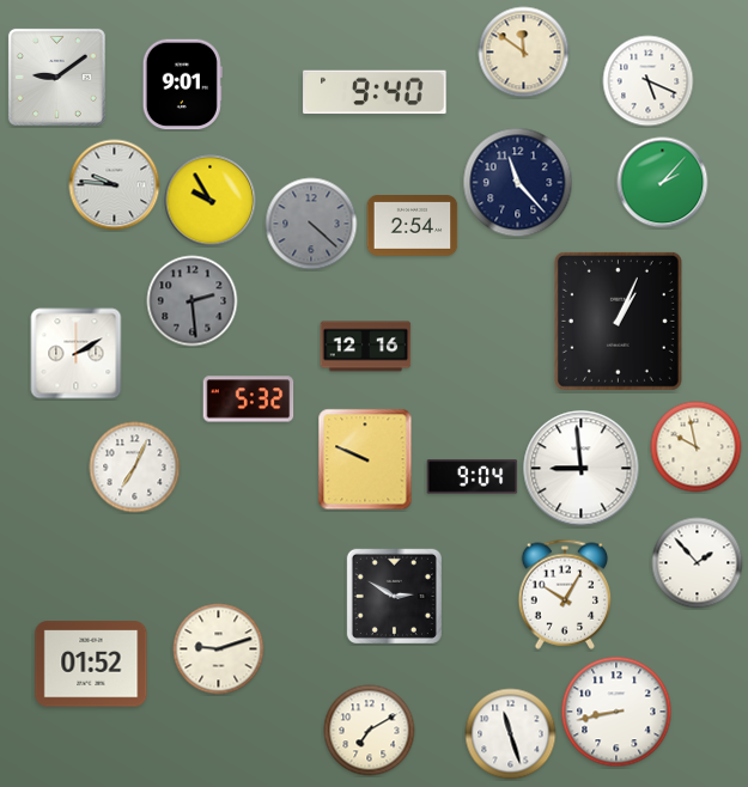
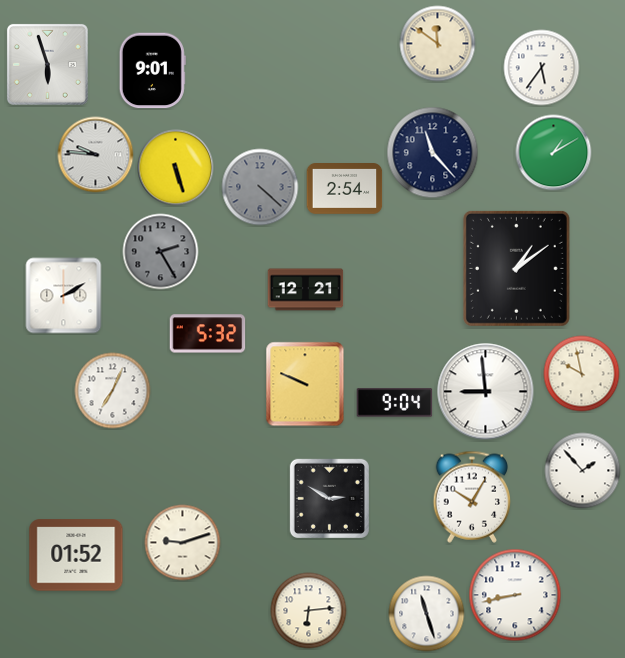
clock at (56, 77): 9:09 -> 5:57
clock at (649, 81): 5:19 -> 5:36
clock at (375, 92): 9:40 -> none
clock at (663, 183): 2:07 -> 1:10
clock at (211, 201): 9:55 -> 5:27
clock at (193, 301): 2:29 -> 2:25
clock at (618, 321): 1:04 -> 1:09
clock at (366, 347): 12:16 -> 12:21
clock at (473, 477) position: (473, 477) -> (395, 403)
clock at (370, 731): 7:10 -> 6:14
